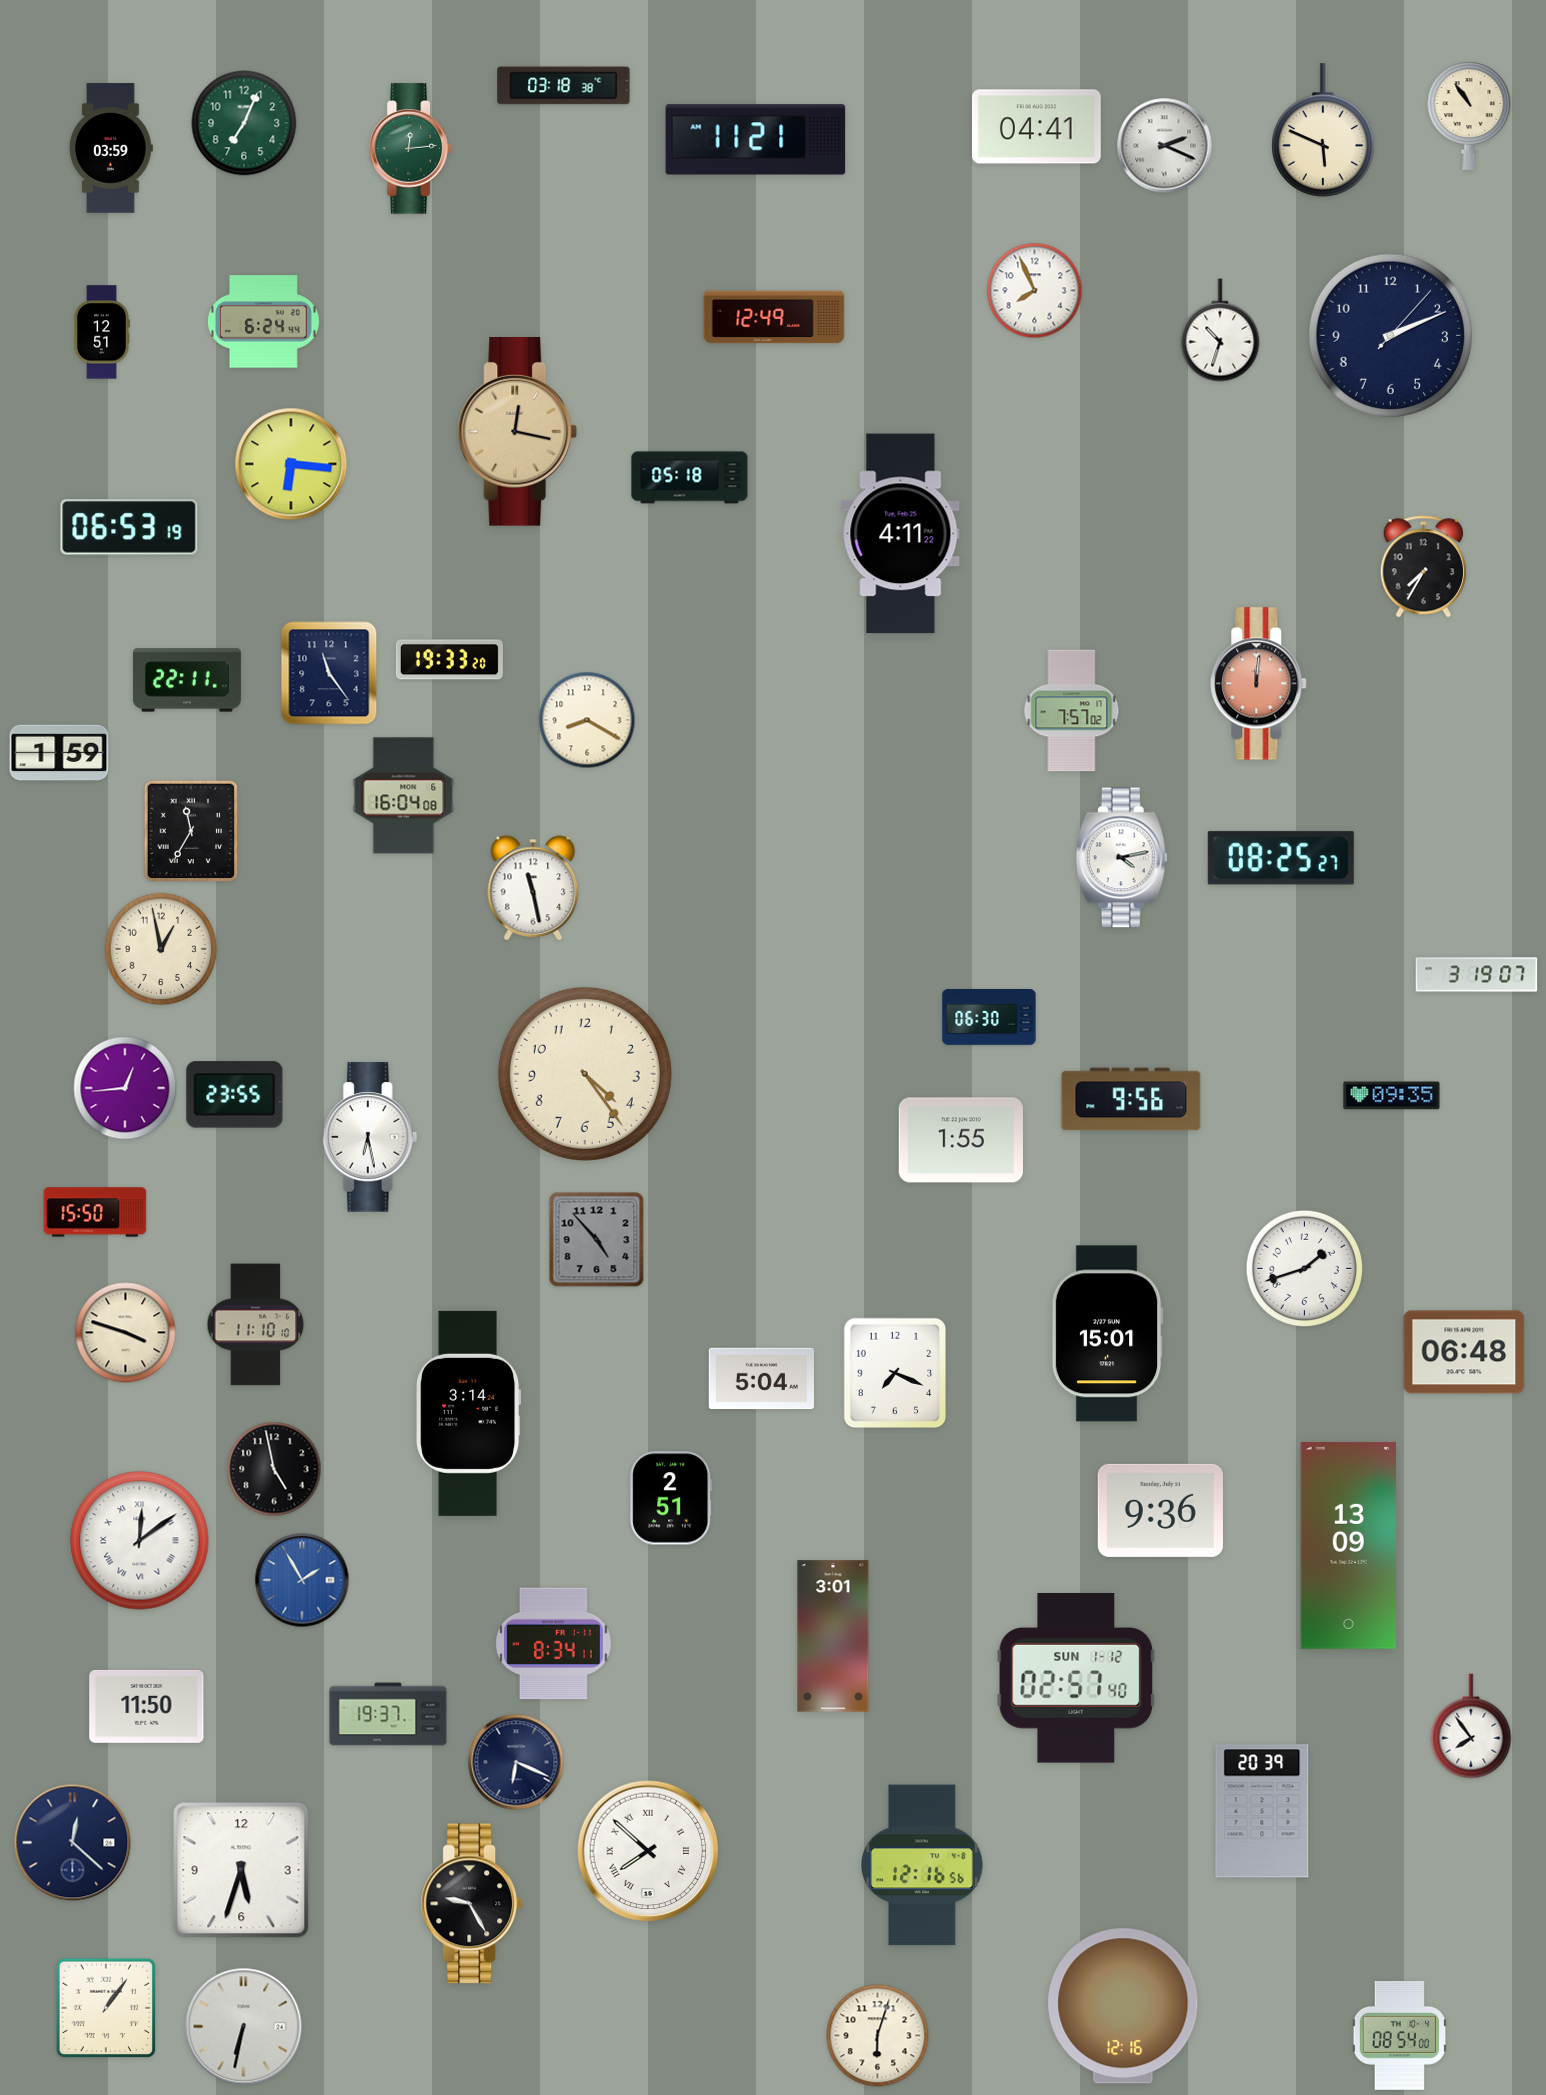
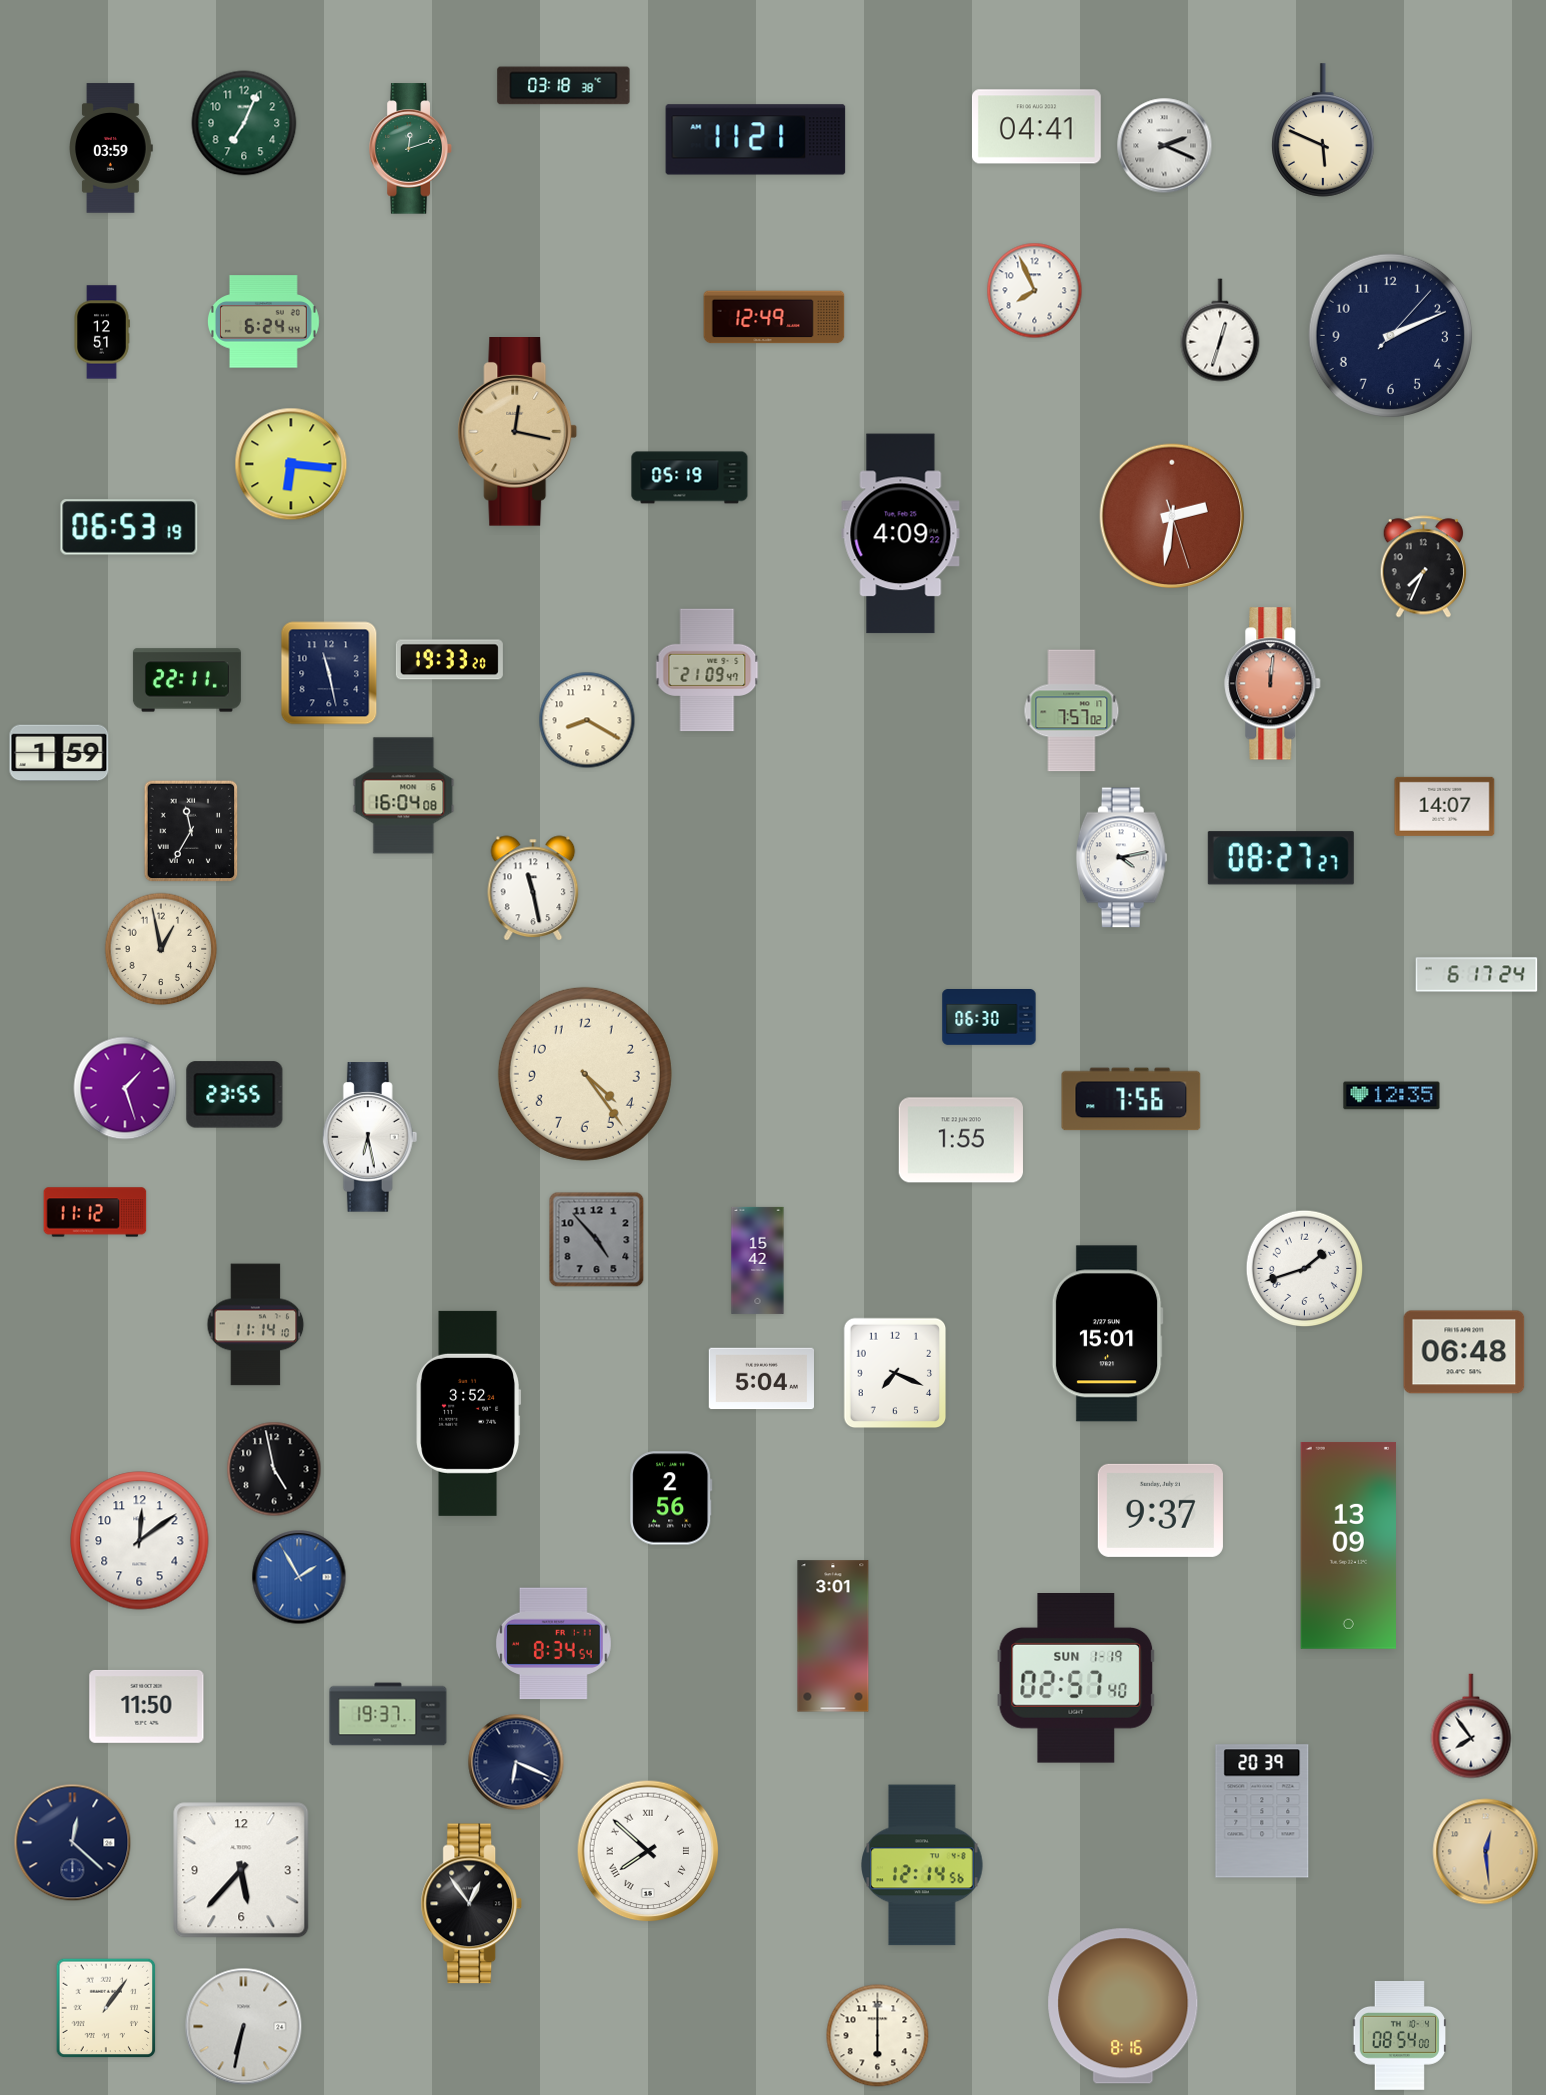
clock at (1469, 116): 10:54 -> none
clock at (411, 149): 12:14 -> 12:12
clock at (1220, 330): 10:33 -> 12:33
clock at (690, 478): 05:18 -> 05:19
clock at (1172, 516): none -> 2:31
clock at (901, 534): 4:11 -> 4:09
clock at (1423, 567): 7:35 -> 7:34
clock at (707, 670): none -> 21:09
clock at (329, 673): 11:24 -> 11:28
clock at (1259, 684) position: (1259, 684) -> (1273, 684)
clock at (1445, 806): none -> 14:07
clock at (1281, 858): 08:25 -> 08:27
clock at (1477, 975): 3:19 -> 6:17
clock at (125, 1088): 12:44 -> 1:27
clock at (1392, 1096): 09:35 -> 12:35
clock at (1131, 1099): 9:56 -> 7:56
clock at (95, 1212): 15:50 -> 11:12
clock at (758, 1260): none -> 15:42
clock at (256, 1325): 11:10 -> 11:14
clock at (126, 1333): 3:48 -> none
clock at (468, 1413): 3:14 -> 3:52
clock at (671, 1498): 2:51 -> 2:56
clock at (1160, 1510): 9:36 -> 9:37
clock at (140, 1541) numerals: Roman -> Arabic
clock at (302, 1580) position: (302, 1580) -> (299, 1577)
clock at (553, 1644): 8:34:11 -> 8:34:54
clock at (1076, 1678) date: SUN 1-12 -> SUN 1-19
clock at (1486, 1852): none -> 12:29
clock at (922, 1865): 12:16 -> 12:14
clock at (241, 1870): 5:33 -> 5:37
clock at (472, 1904): 9:25 -> 12:54
clock at (1123, 2006): 12:16 -> 8:16
clock at (878, 2036): 6:03 -> 6:00
